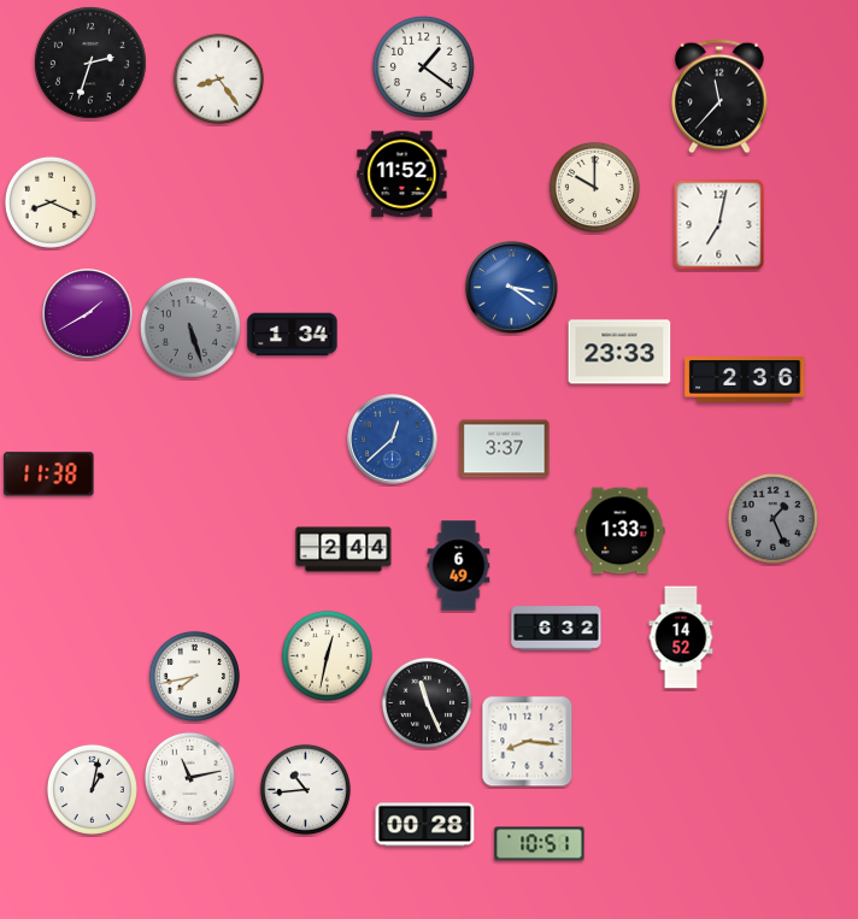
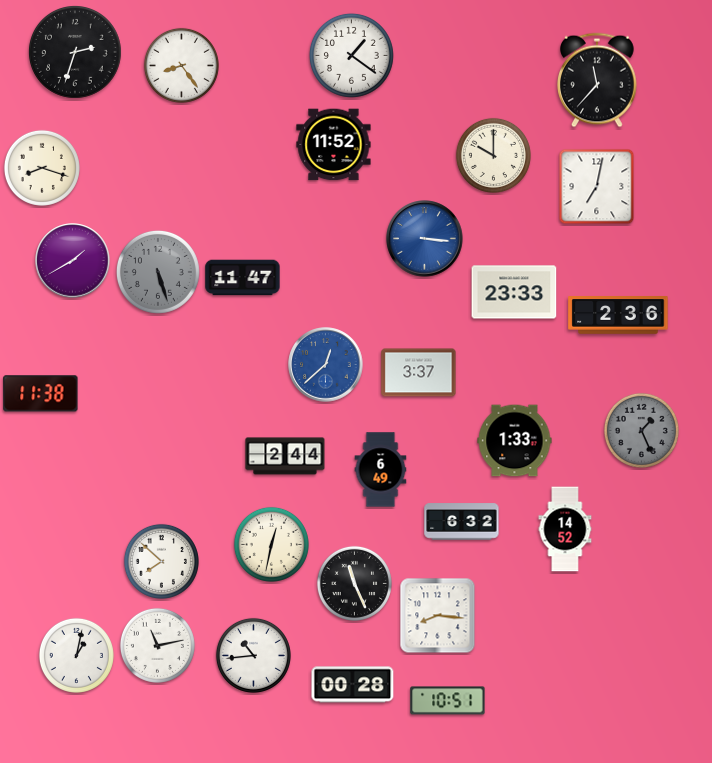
clock at (51, 202): 8:19 -> 8:18
clock at (512, 288): 3:21 -> 3:16
clock at (293, 335): 1:34 -> 11:47
clock at (194, 676): 7:43 -> 7:52
